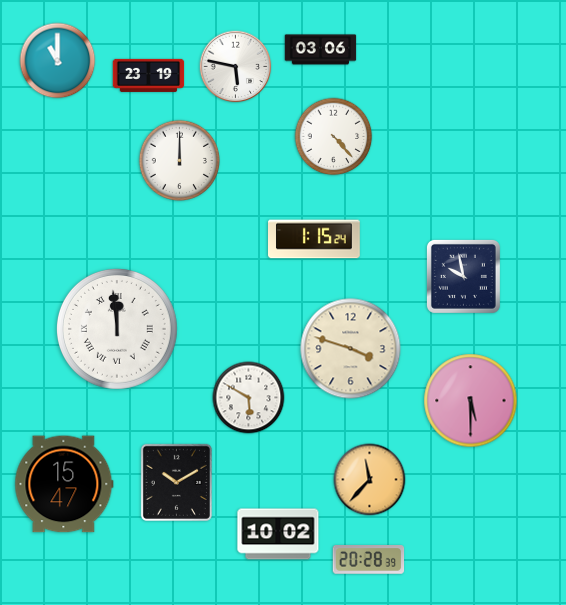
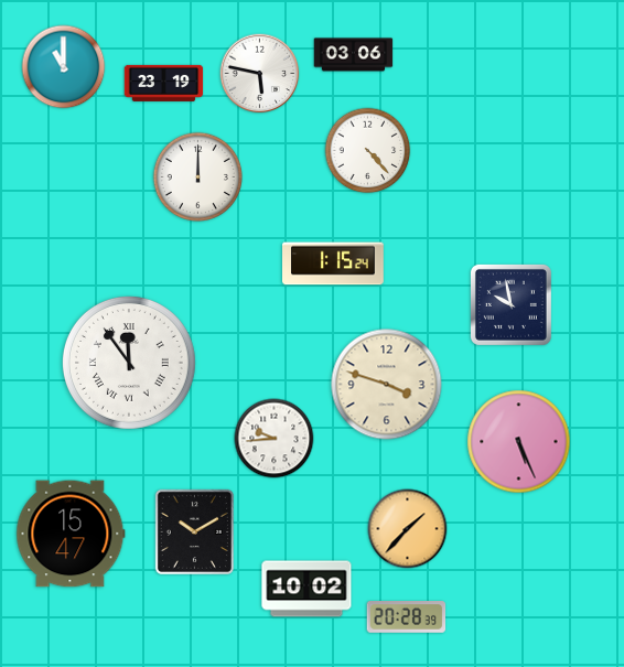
clock at (315, 239) position: (315, 239) -> (334, 263)
clock at (117, 329): 11:59 -> 11:54
clock at (249, 398): 5:50 -> 9:44
clock at (471, 401): 5:30 -> 5:26
clock at (370, 480): 11:37 -> 1:37
